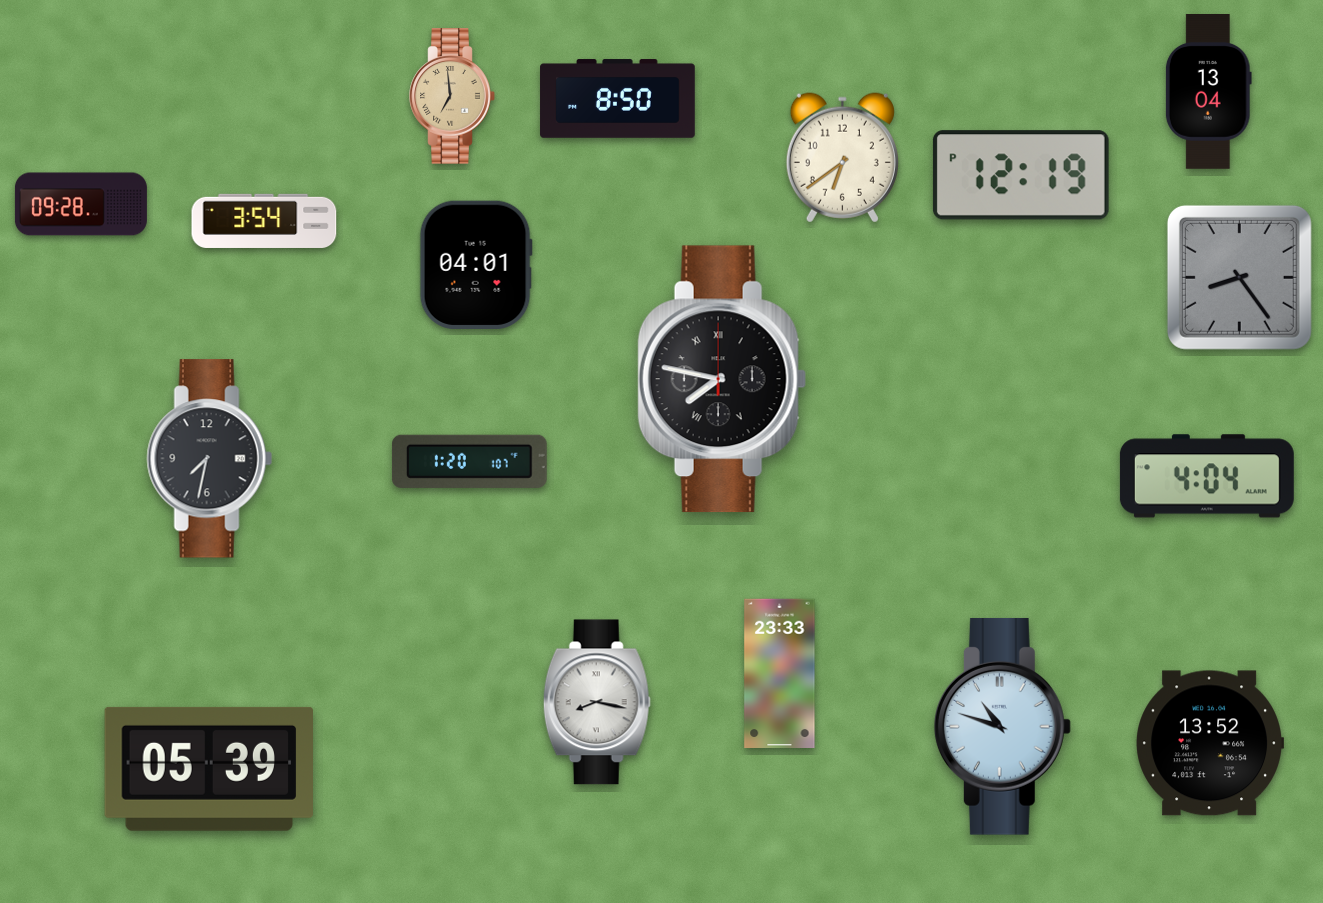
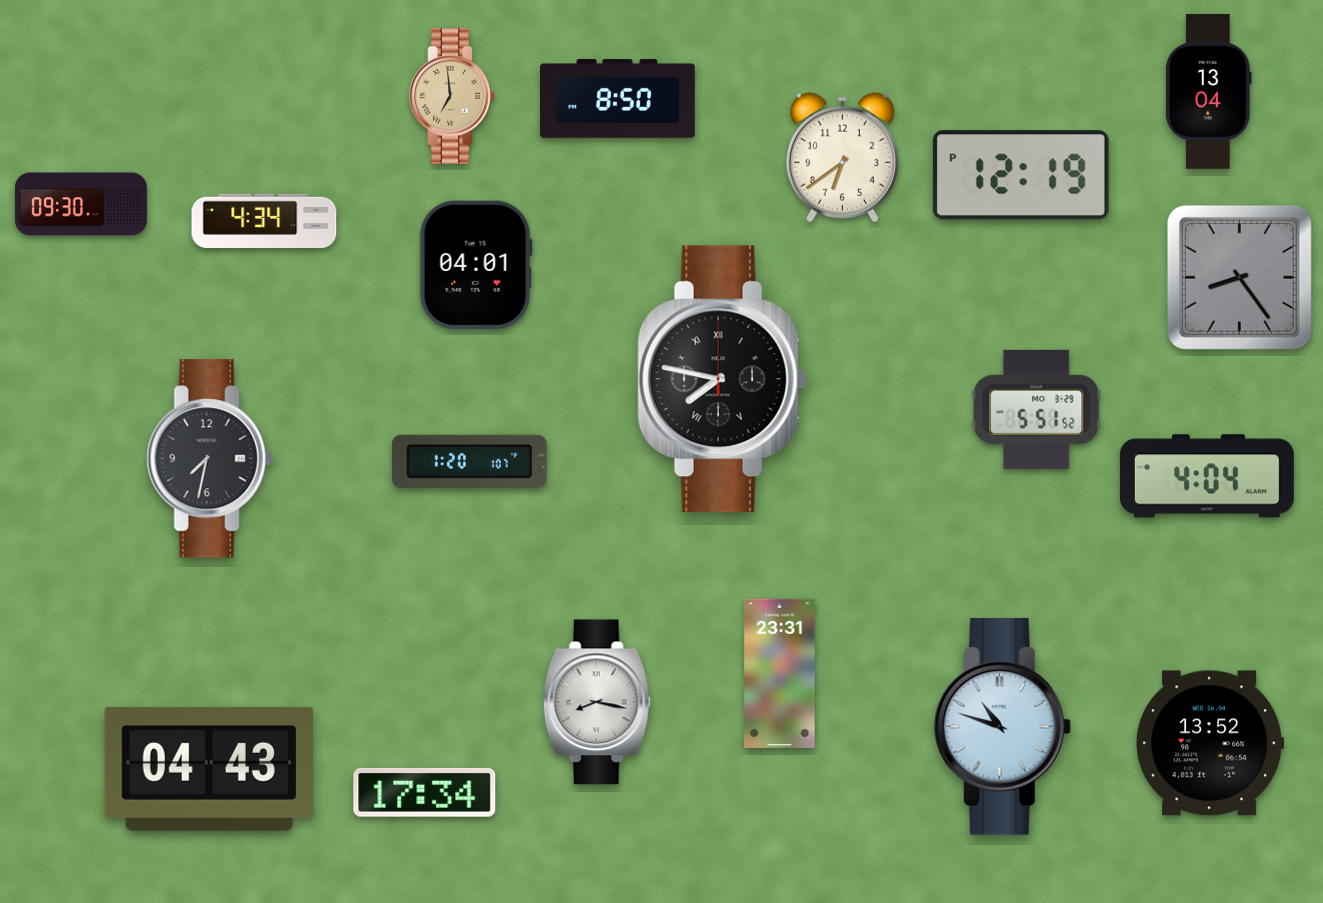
clock at (81, 204): 09:28 -> 09:30
clock at (264, 221): 3:54 -> 4:34
clock at (1037, 409): none -> 5:51
clock at (780, 673): 23:33 -> 23:31
clock at (208, 769): 05:39 -> 04:43
clock at (425, 792): none -> 17:34
